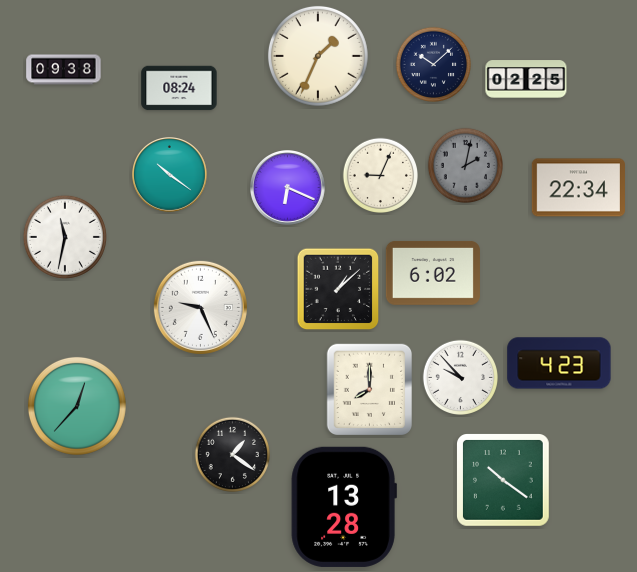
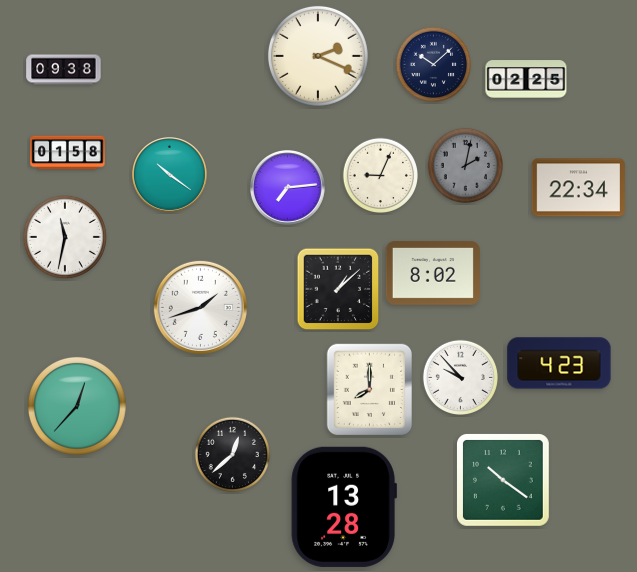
clock at (318, 56): 1:34 -> 2:19
clock at (179, 88): 08:24 -> none
clock at (68, 153): none -> 01:58
clock at (288, 188): 6:19 -> 7:14
clock at (433, 273): 6:02 -> 8:02
clock at (200, 307): 9:26 -> 1:42
clock at (232, 454): 1:21 -> 12:38
